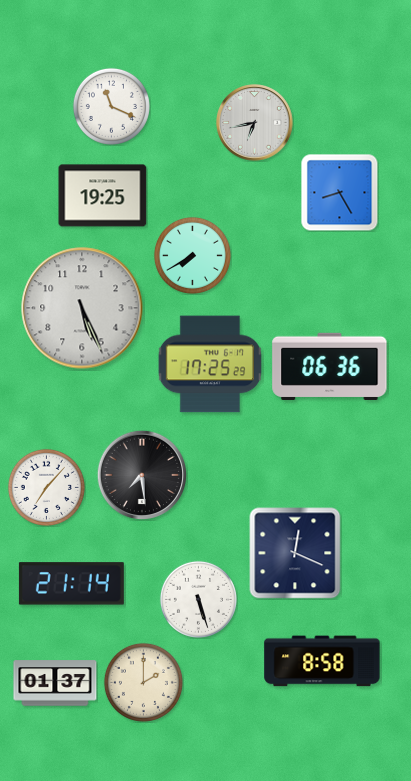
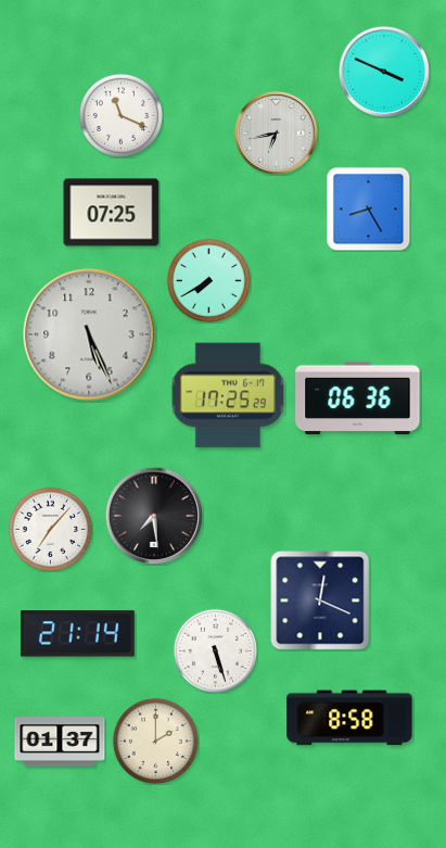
clock at (384, 72): none -> 3:49
clock at (103, 196): 19:25 -> 07:25
clock at (192, 255) position: (192, 255) -> (208, 280)
